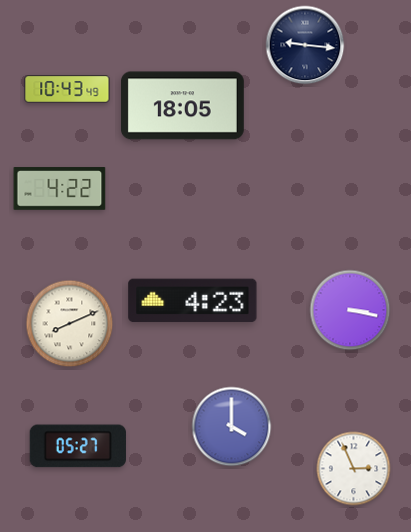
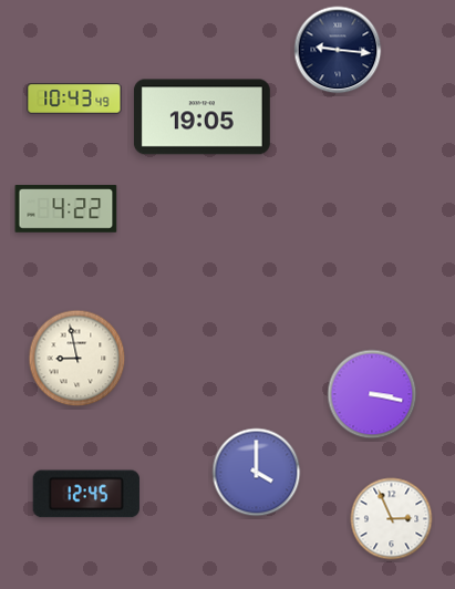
clock at (182, 106): 18:05 -> 19:05
clock at (193, 301): 4:23 -> none
clock at (350, 310) position: (350, 310) -> (372, 394)
clock at (70, 324): 8:11 -> 8:58
clock at (78, 446): 05:27 -> 12:45
